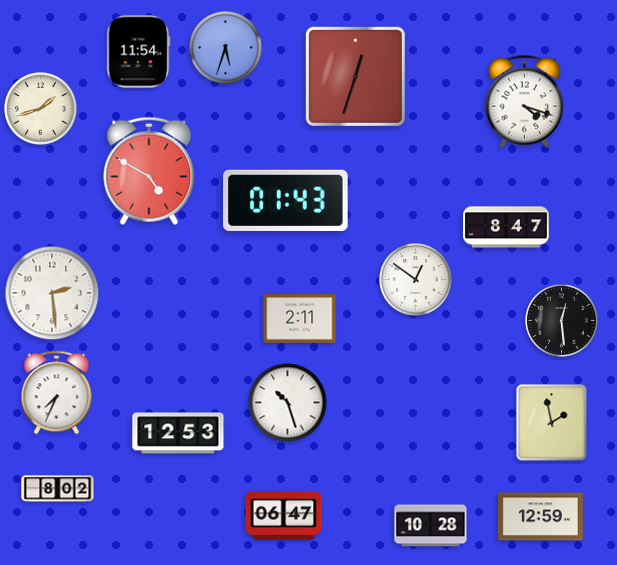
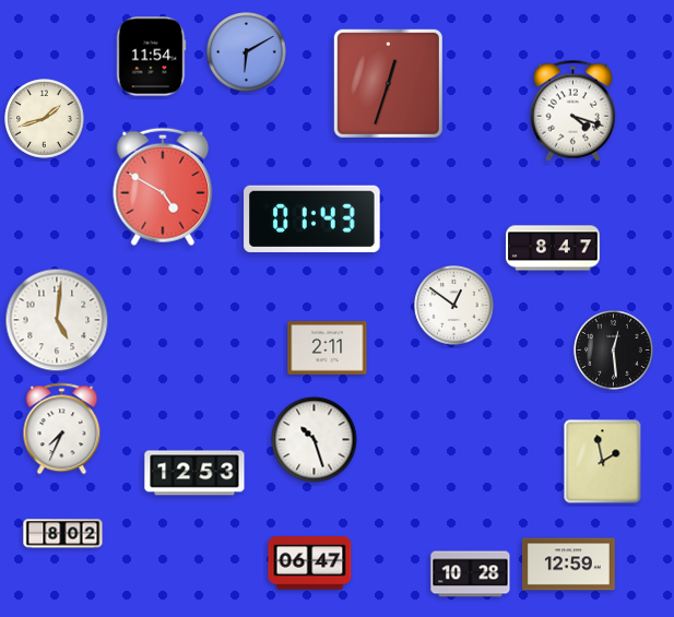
clock at (226, 48): 5:33 -> 6:10
clock at (52, 293): 2:29 -> 5:01
clock at (540, 517) position: (540, 517) -> (568, 565)
